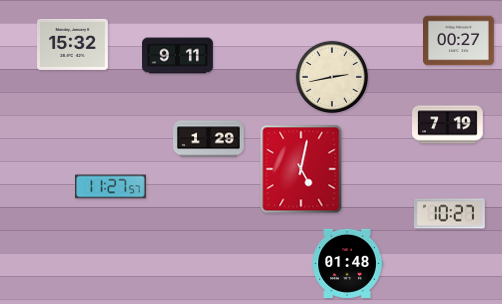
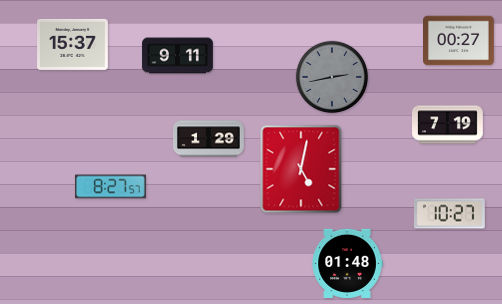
clock at (73, 44): 15:32 -> 15:37
clock at (332, 77) dial: cream -> grey
clock at (111, 187): 11:27 -> 8:27
